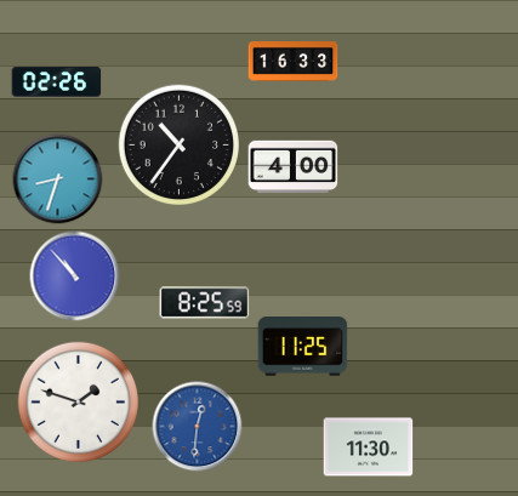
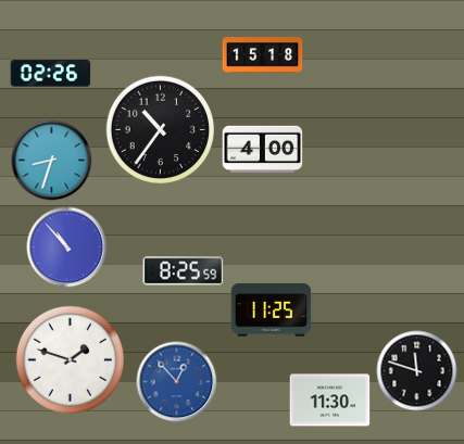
clock at (294, 62): 16:33 -> 15:18
clock at (417, 371): none -> 11:48
clock at (198, 427): 12:31 -> 12:53
